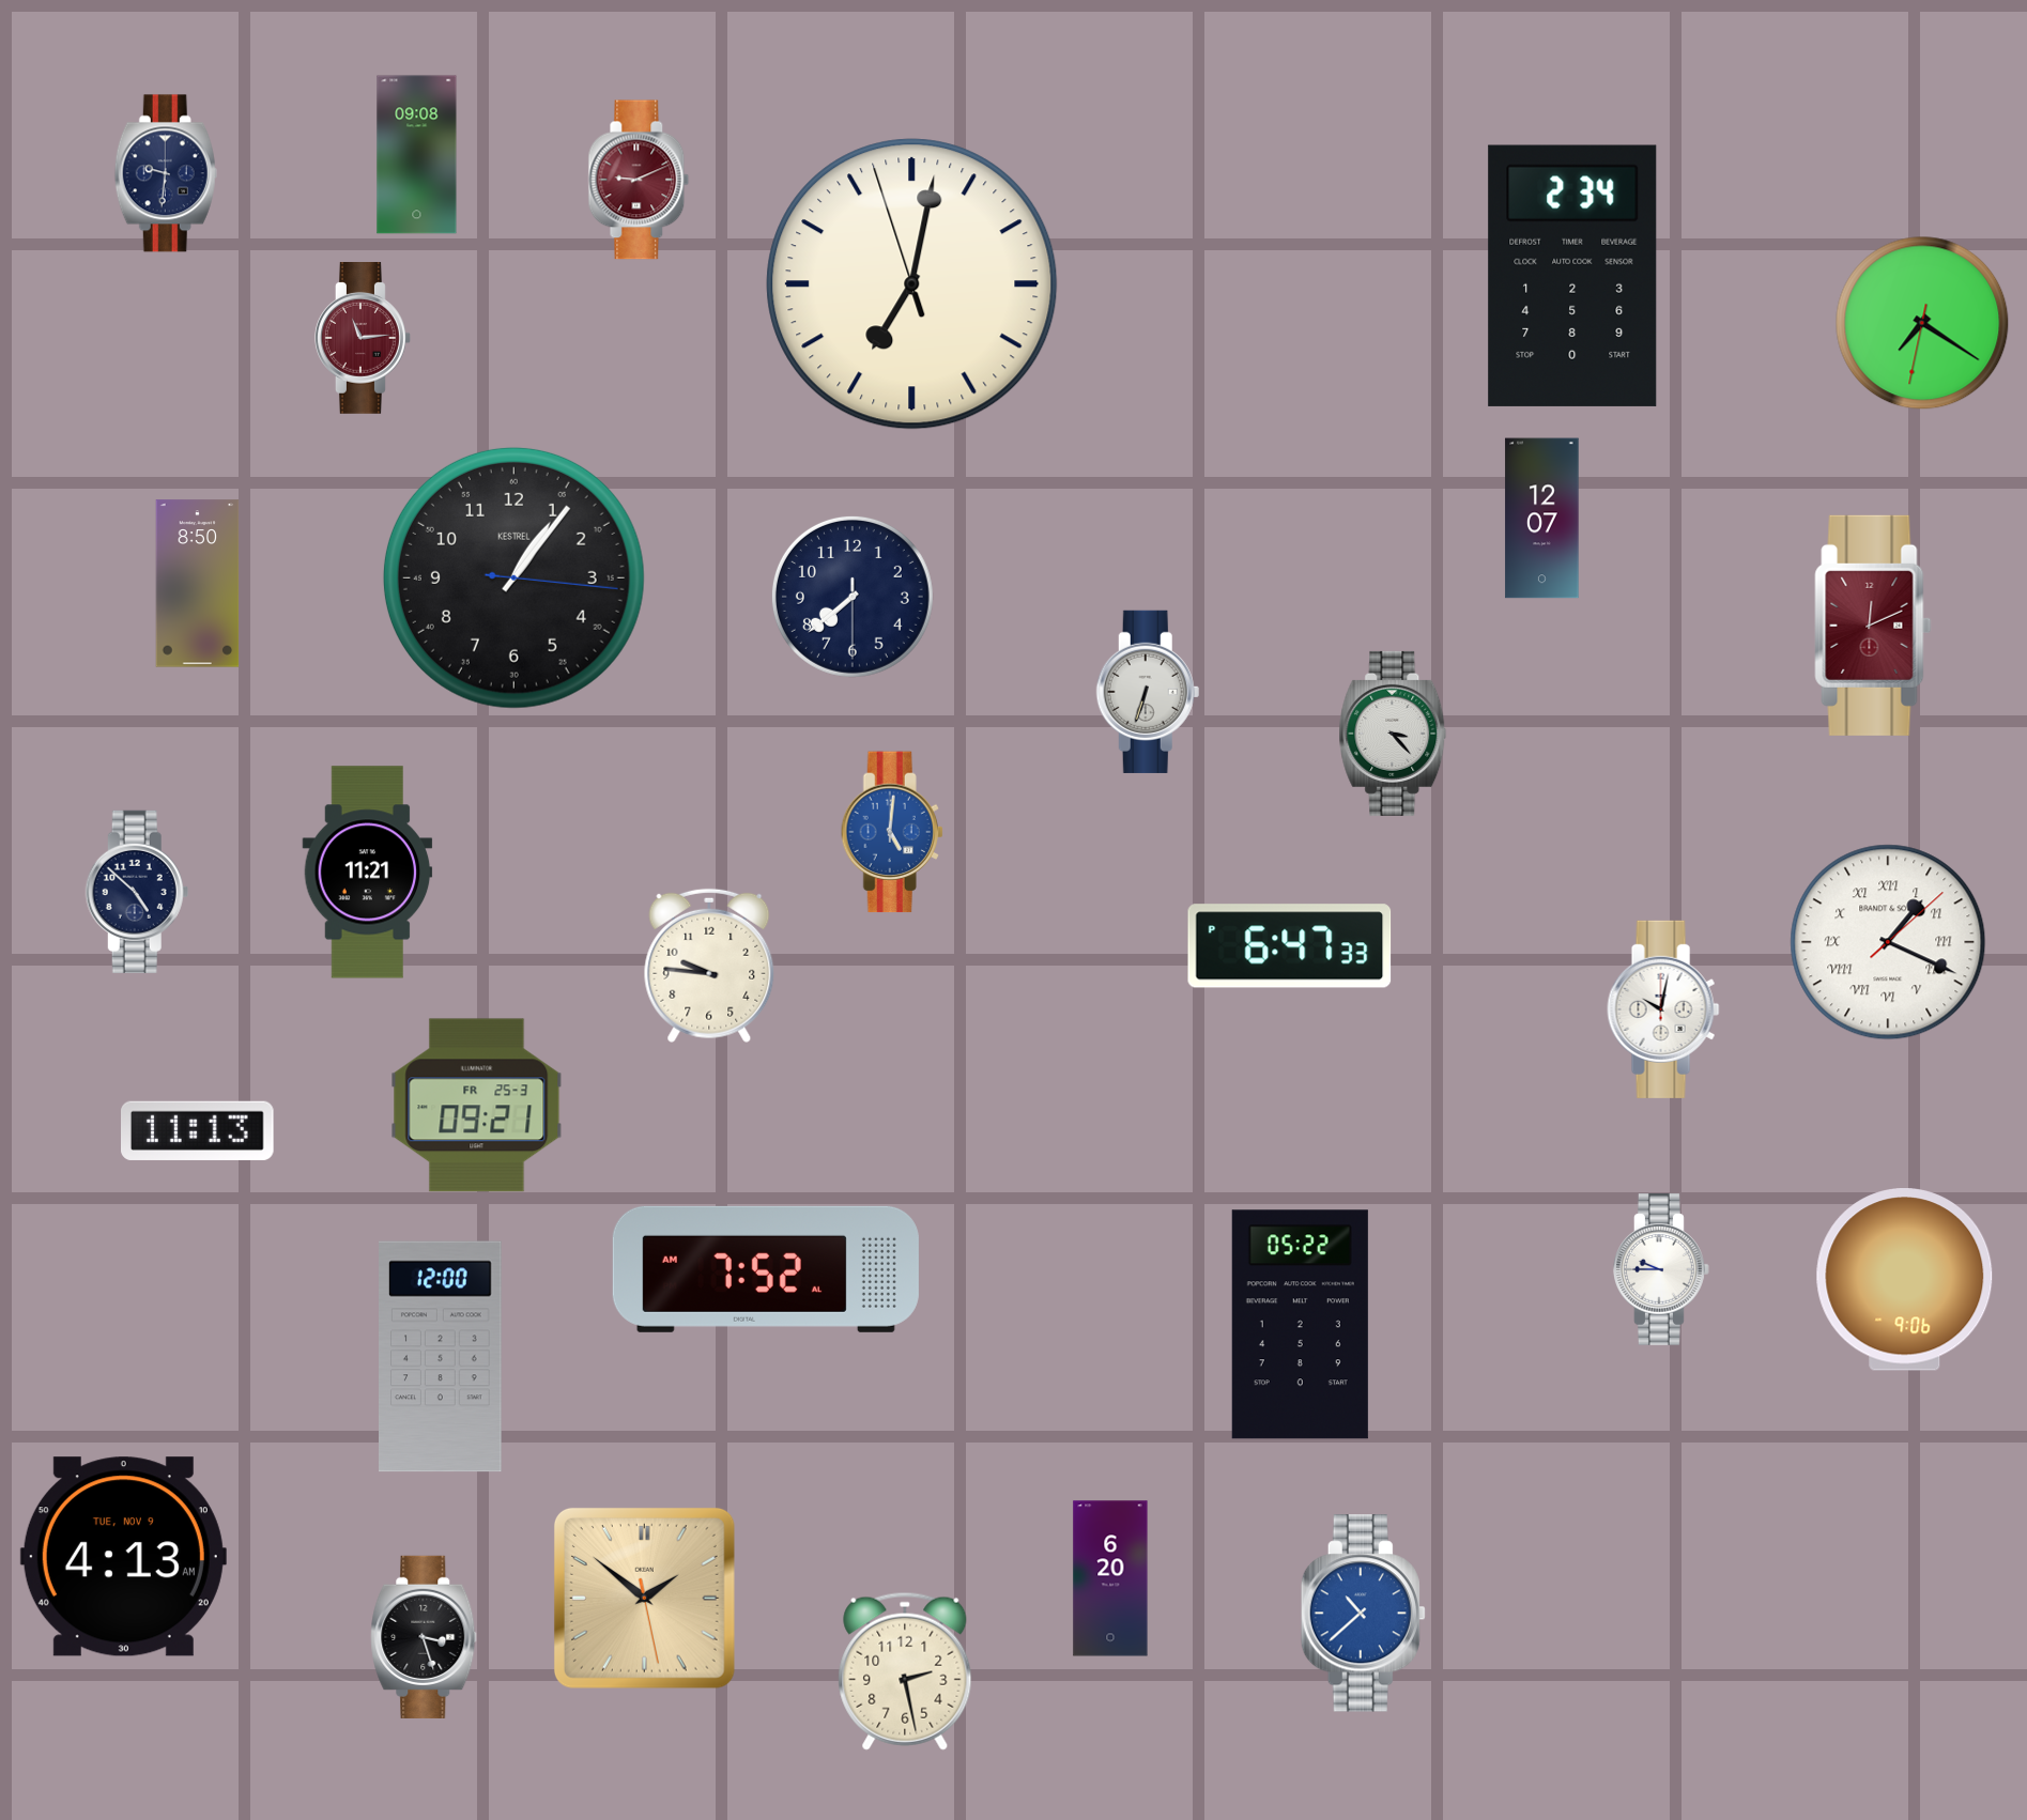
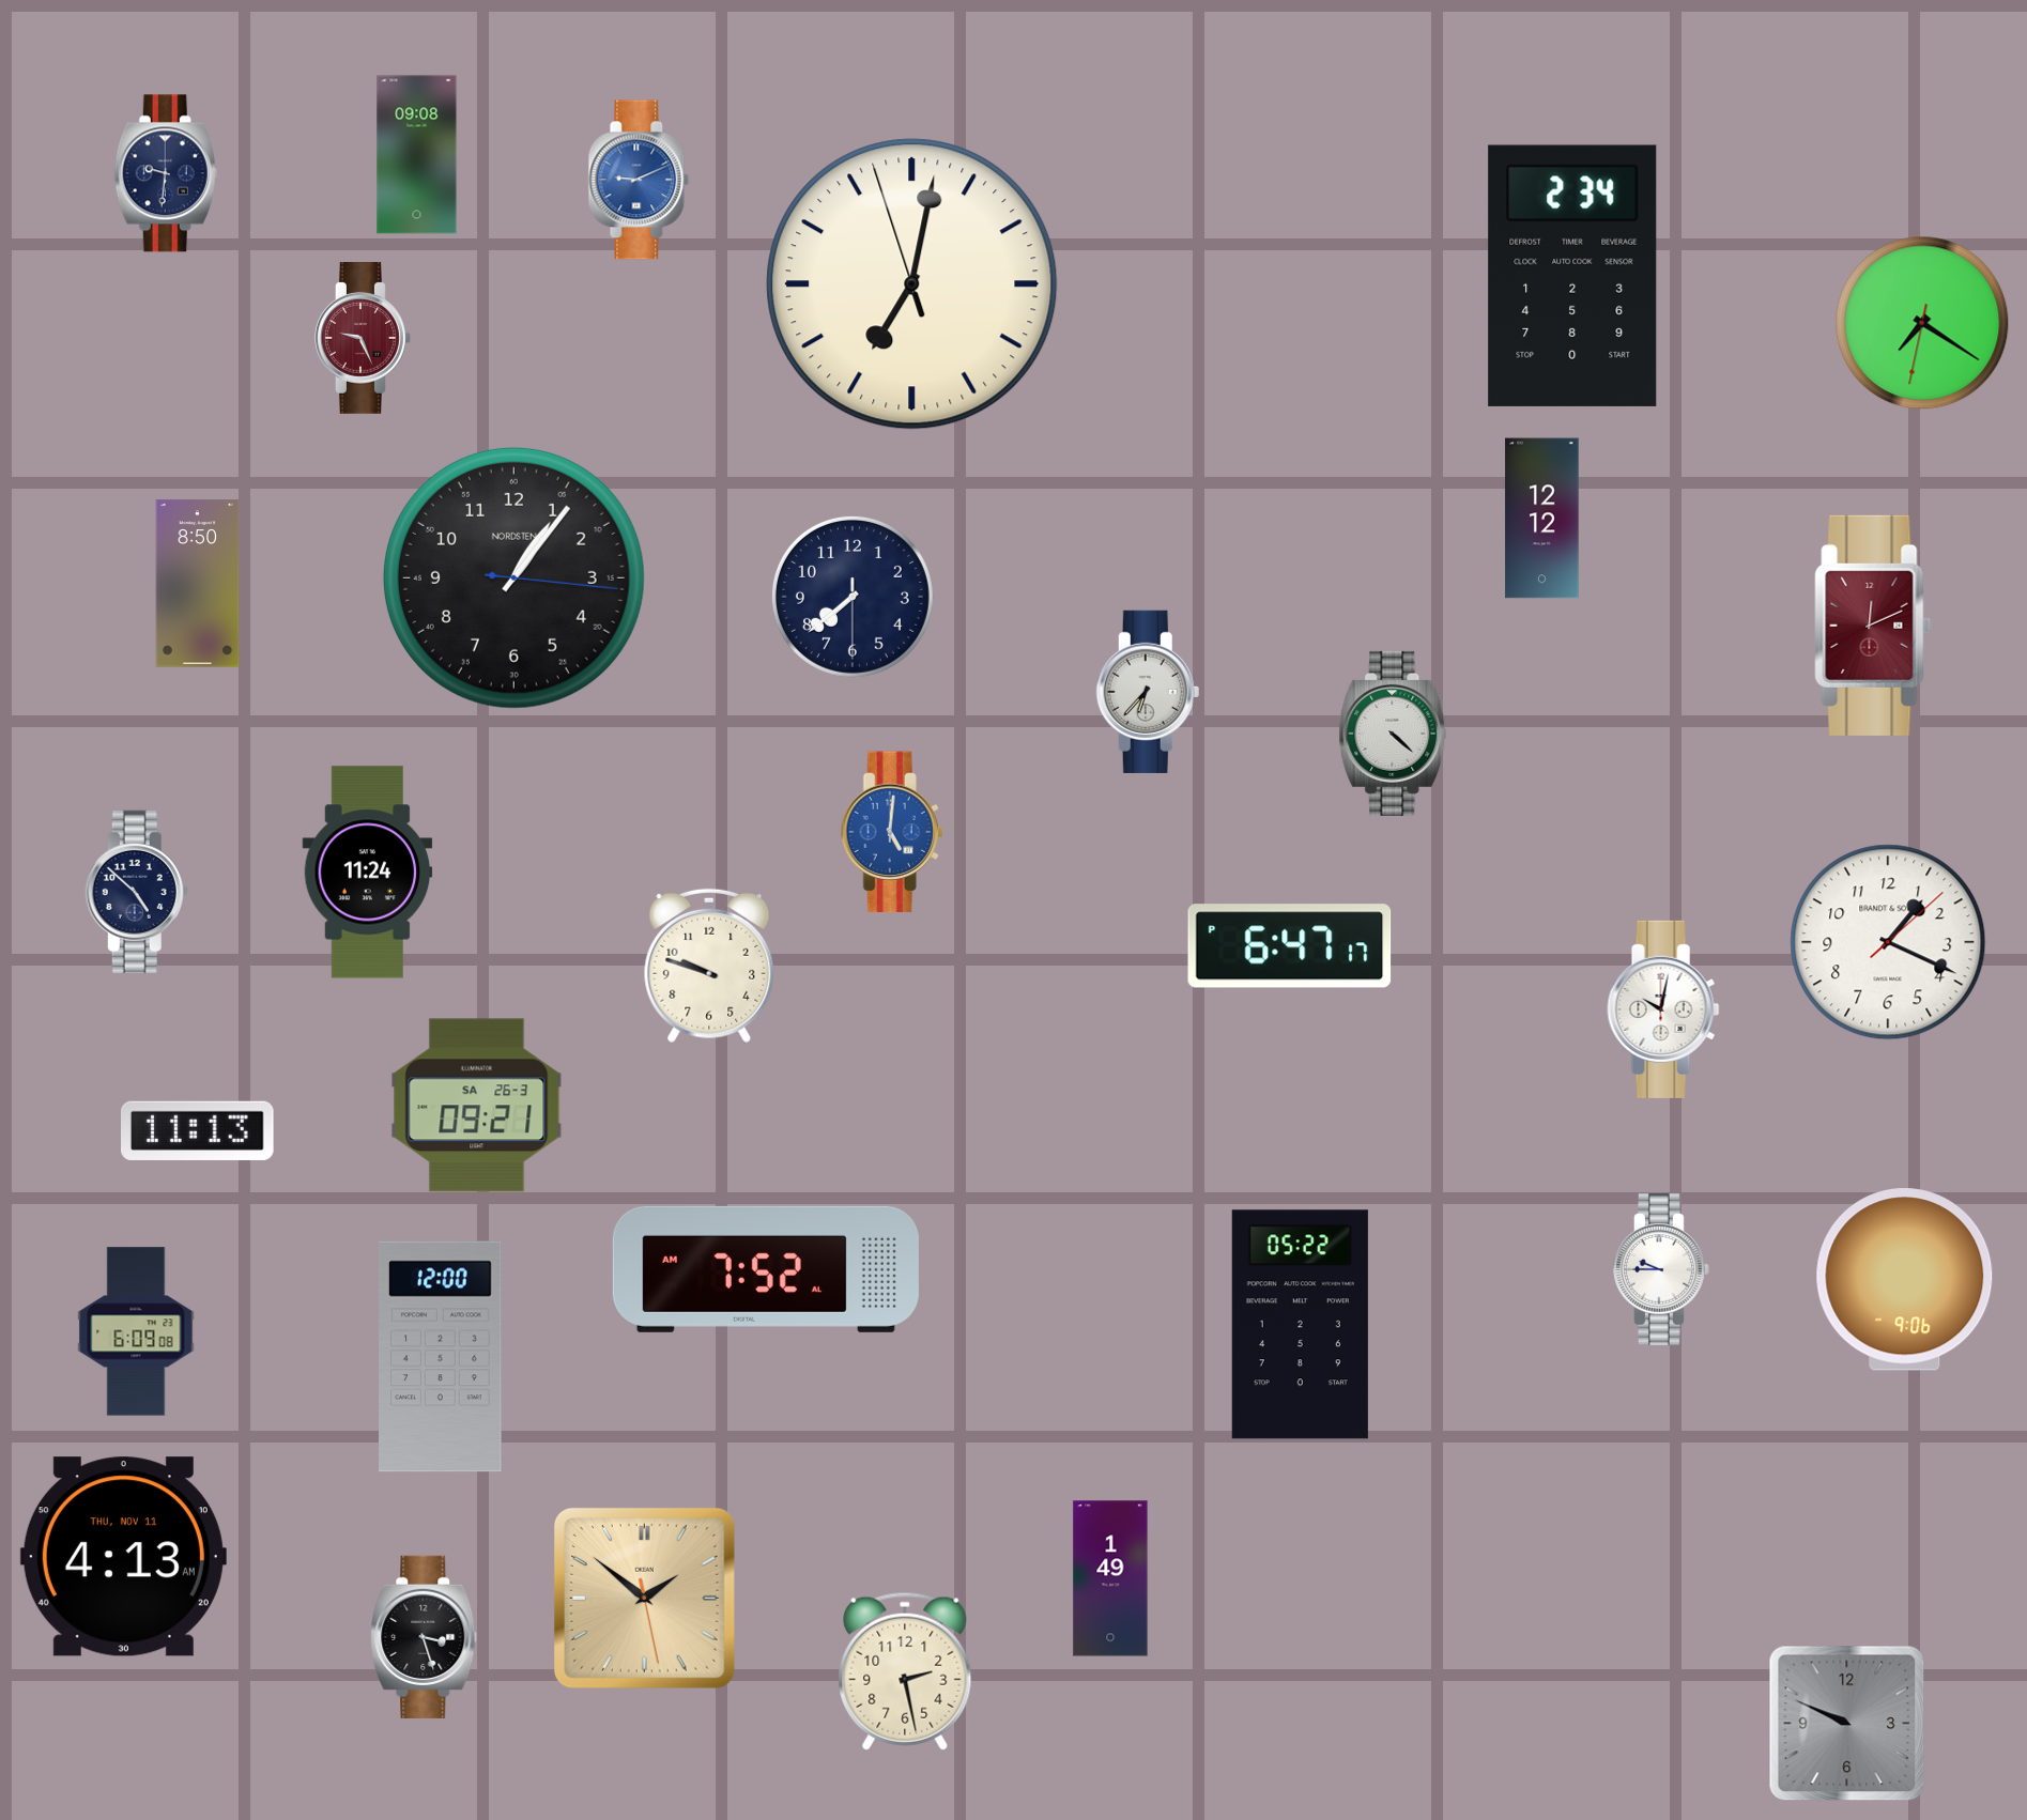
clock at (639, 180) dial: burgundy -> blue
clock at (364, 339): 11:14 -> 9:26
clock at (1542, 519): 12:07 -> 12:12
clock at (513, 577) brand: KESTREL -> NORDSTEN
clock at (1148, 692): 6:33 -> 6:37
clock at (1393, 734): 3:23 -> 4:22
clock at (368, 873): 11:21 -> 11:24
clock at (1888, 942) numerals: Roman -> Arabic
clock at (1290, 946): 6:47:33 PM -> 6:47:17 PM
clock at (709, 966): 9:46 -> 9:48
clock at (477, 1106) date: FR 25-3 -> SA 26-3
clock at (136, 1331): none -> 6:09
clock at (123, 1557) date: TUE, NOV 9 -> THU, NOV 11
clock at (1110, 1578): 6:20 -> 1:49
clock at (1363, 1614): 10:38 -> none
clock at (1847, 1724): none -> 9:49
